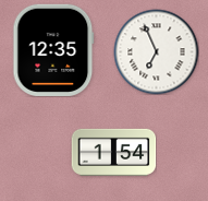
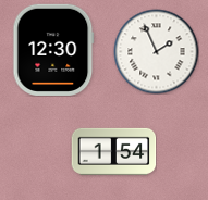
clock at (53, 50): 12:35 -> 12:30
clock at (156, 51): 6:56 -> 1:56
